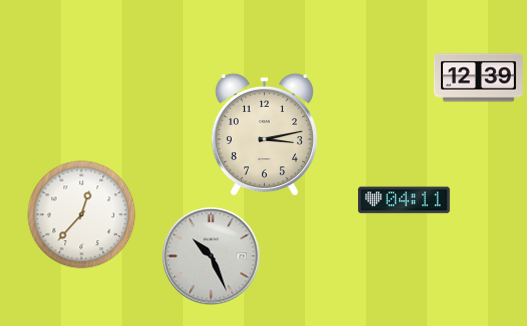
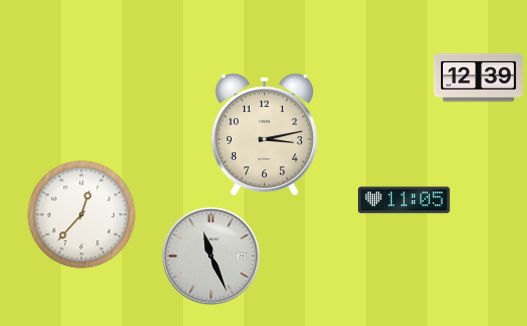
clock at (404, 200): 04:11 -> 11:05
clock at (211, 256): 10:26 -> 11:26
